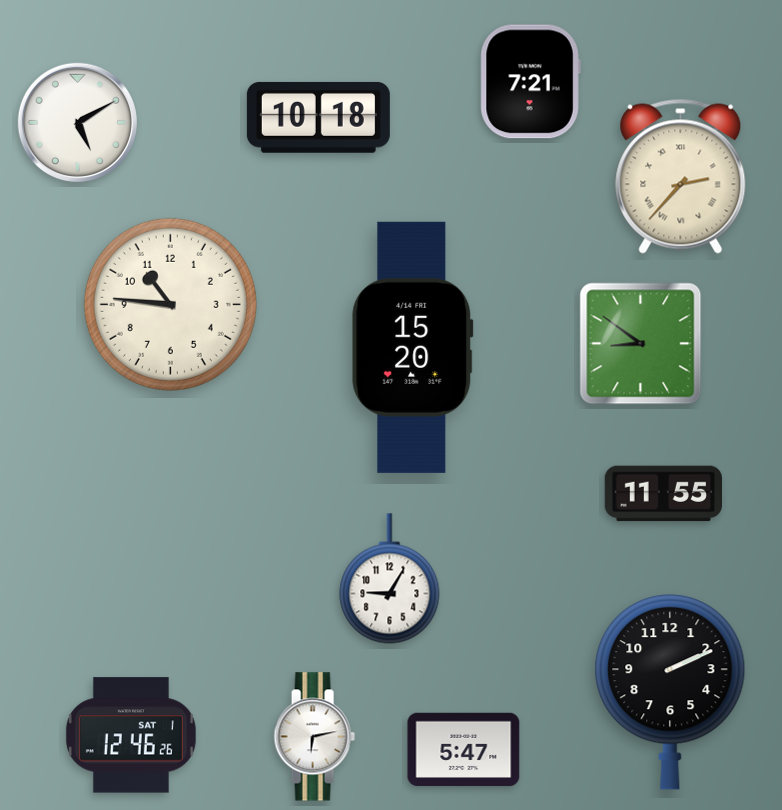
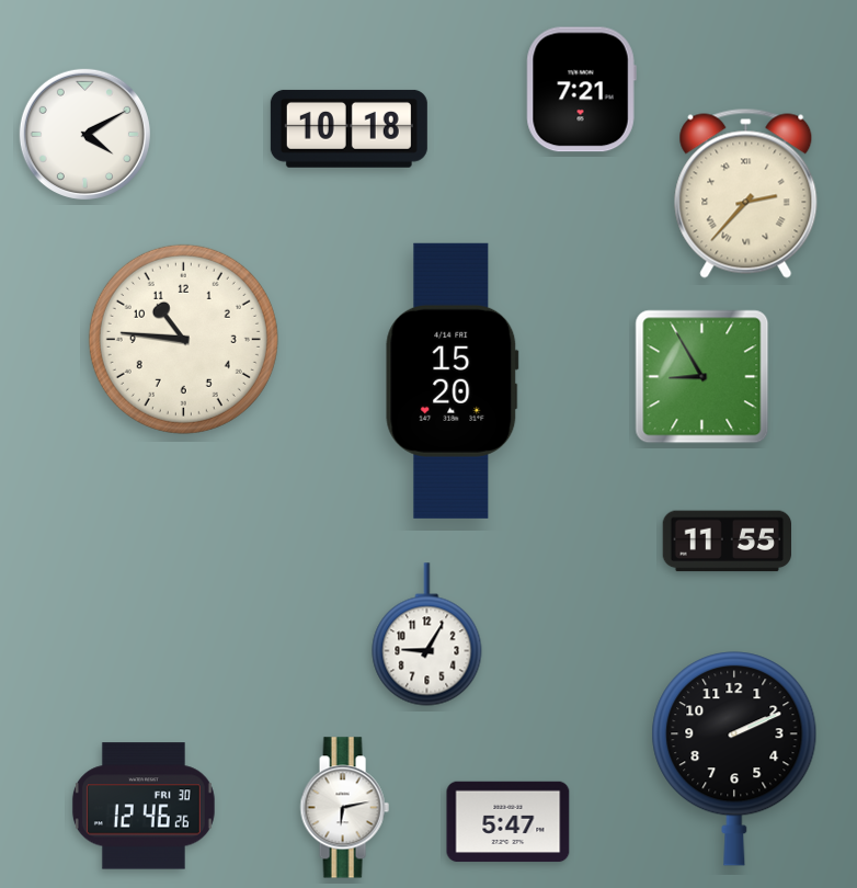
clock at (77, 122): 5:10 -> 4:10
clock at (170, 304) position: (170, 304) -> (183, 339)
clock at (641, 344): 8:51 -> 8:55
clock at (131, 735) date: SAT 1 -> FRI 30
